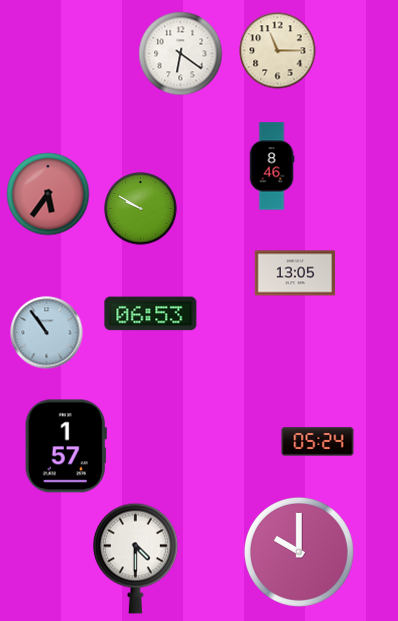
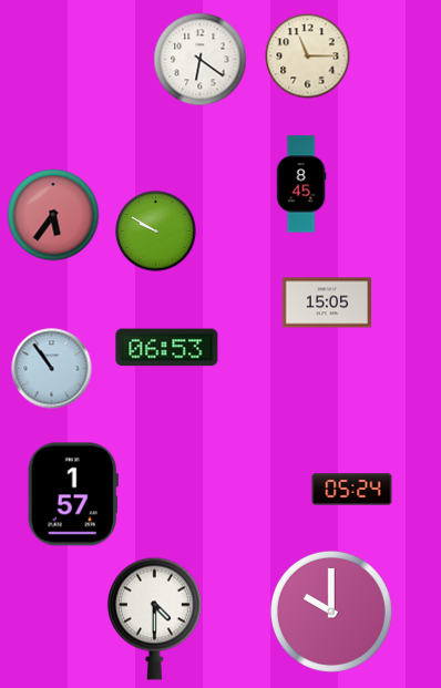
clock at (272, 166): 8:46 -> 8:45
clock at (295, 273): 13:05 -> 15:05
clock at (135, 558) position: (135, 558) -> (154, 618)
